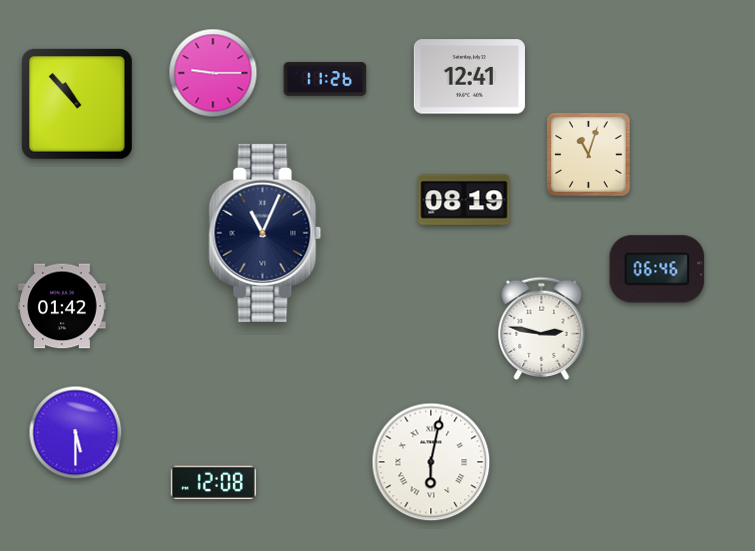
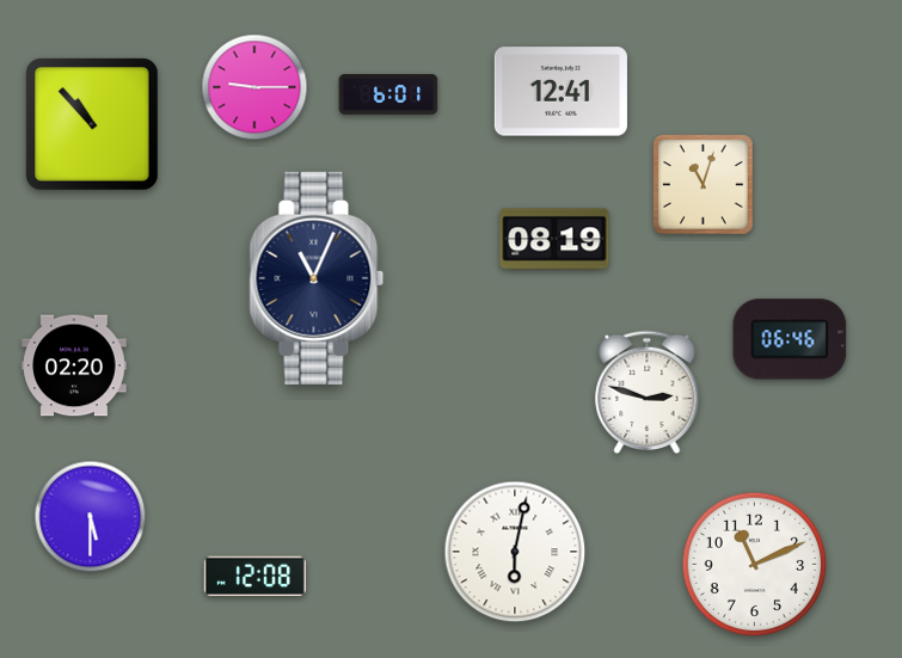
clock at (325, 80): 11:26 -> 6:01
clock at (657, 269) position: (657, 269) -> (790, 339)
clock at (62, 306): 01:42 -> 02:20
clock at (542, 329): 2:47 -> 2:48
clock at (754, 564): none -> 11:11
